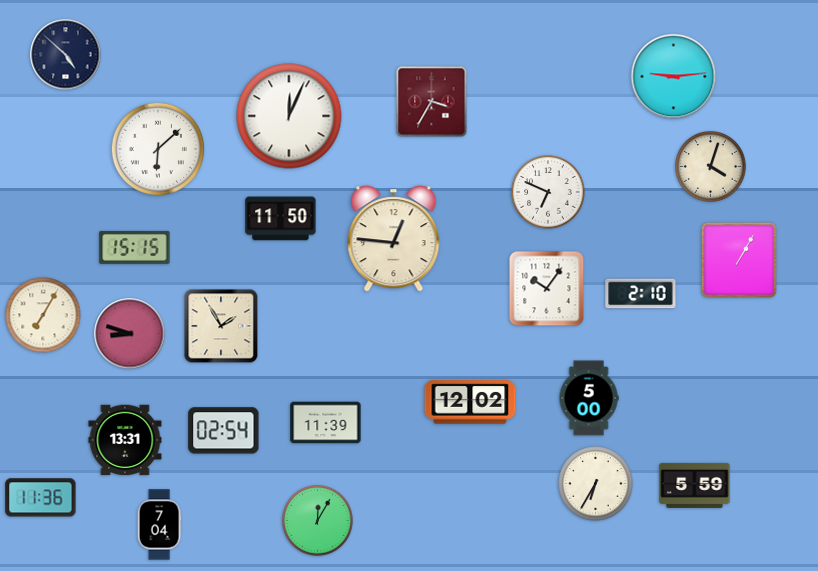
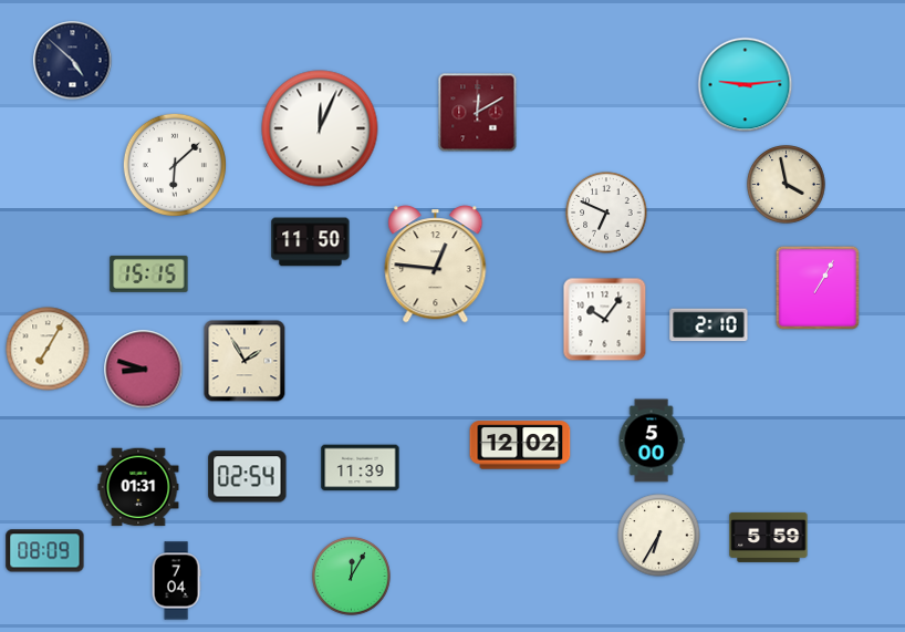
clock at (432, 102): 3:35 -> 12:10
clock at (711, 167): 4:03 -> 3:58
clock at (125, 440): 13:31 -> 01:31
clock at (41, 498): 11:36 -> 08:09
